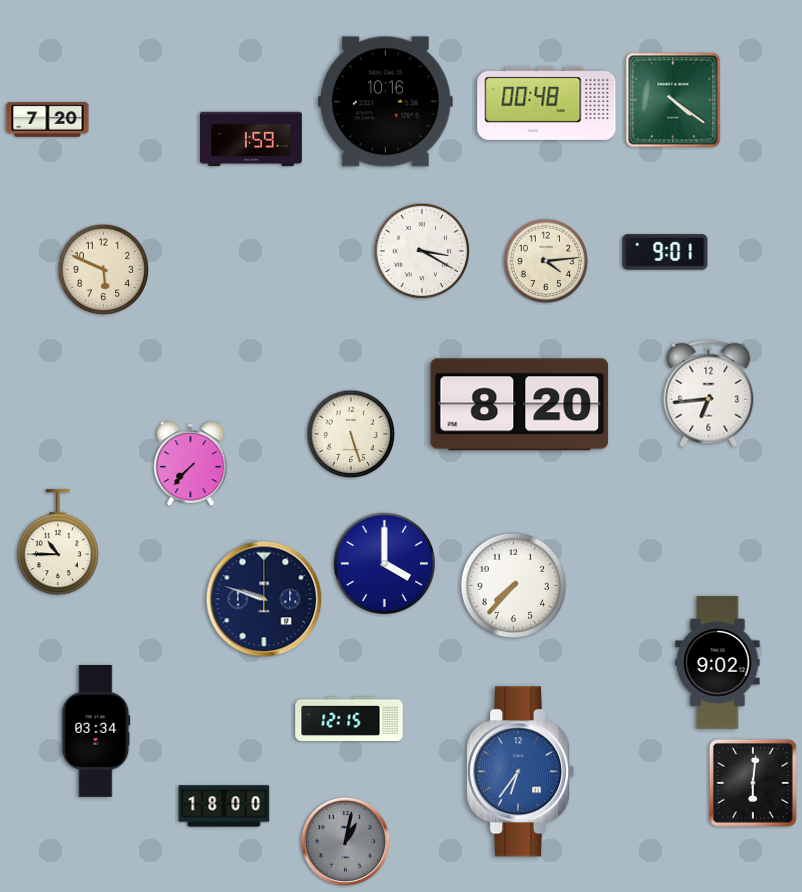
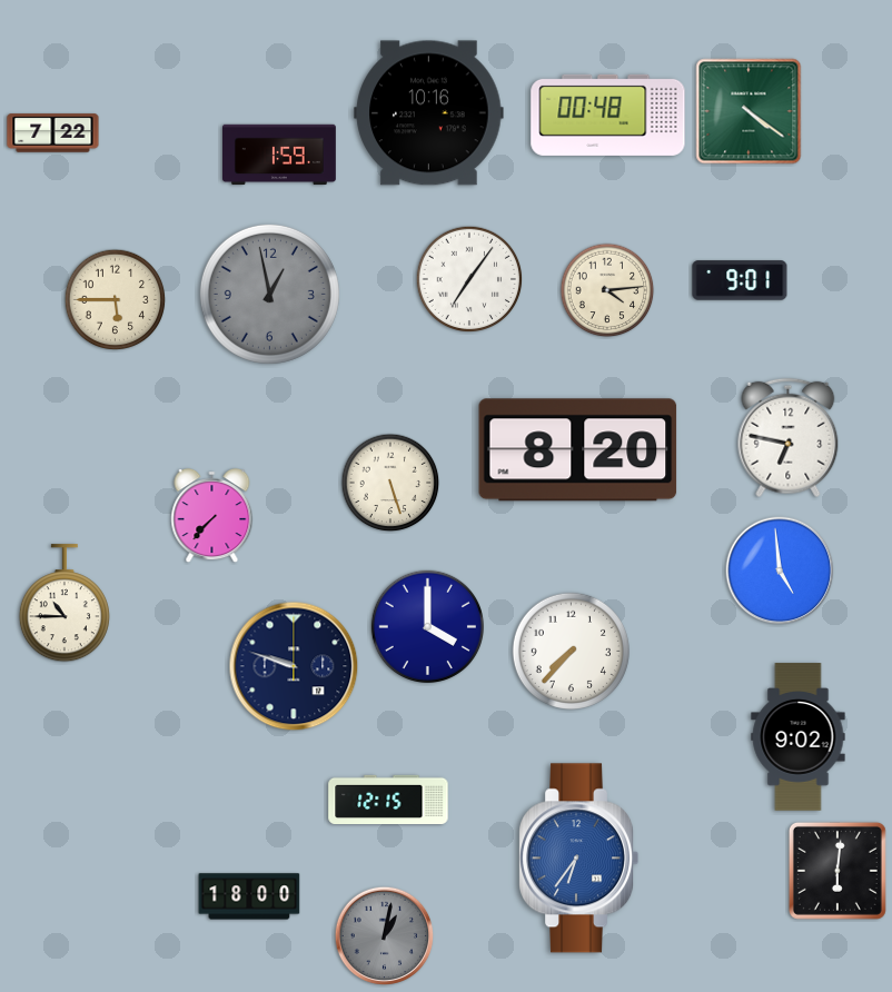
clock at (48, 120): 7:20 -> 7:22
clock at (422, 251): 3:20 -> 7:06
clock at (269, 294): none -> 12:58
clock at (104, 270): 5:49 -> 5:45
clock at (709, 394): 6:44 -> 6:47
clock at (780, 571): none -> 4:59
clock at (96, 731): 03:34 -> none
